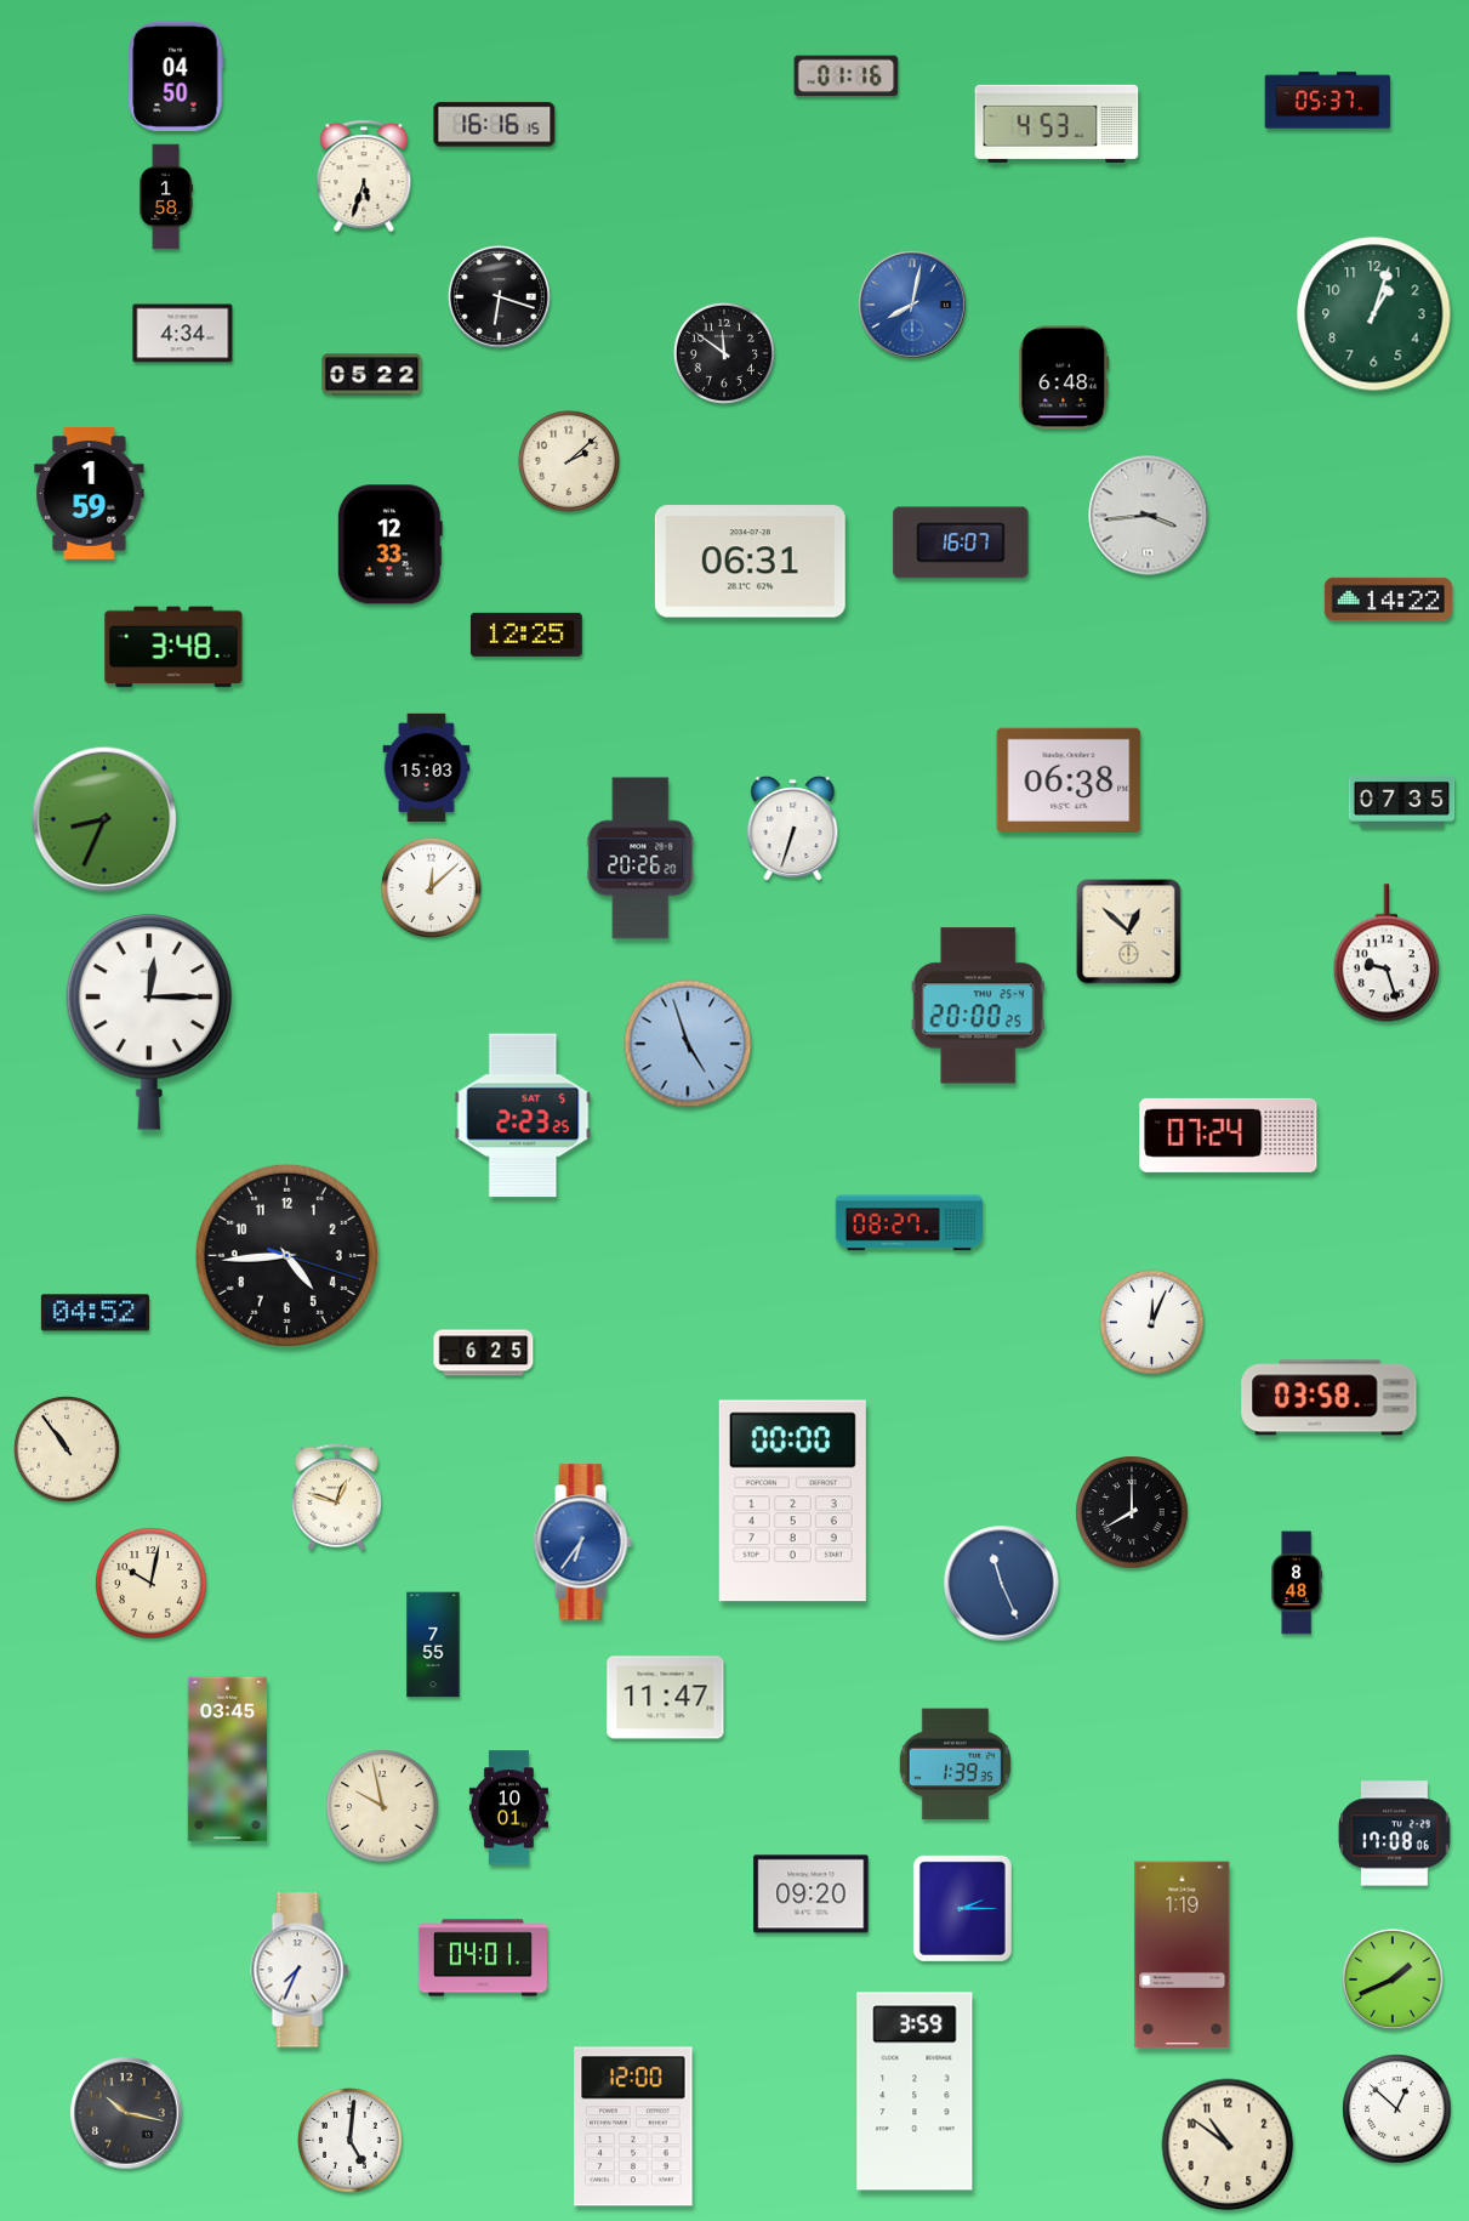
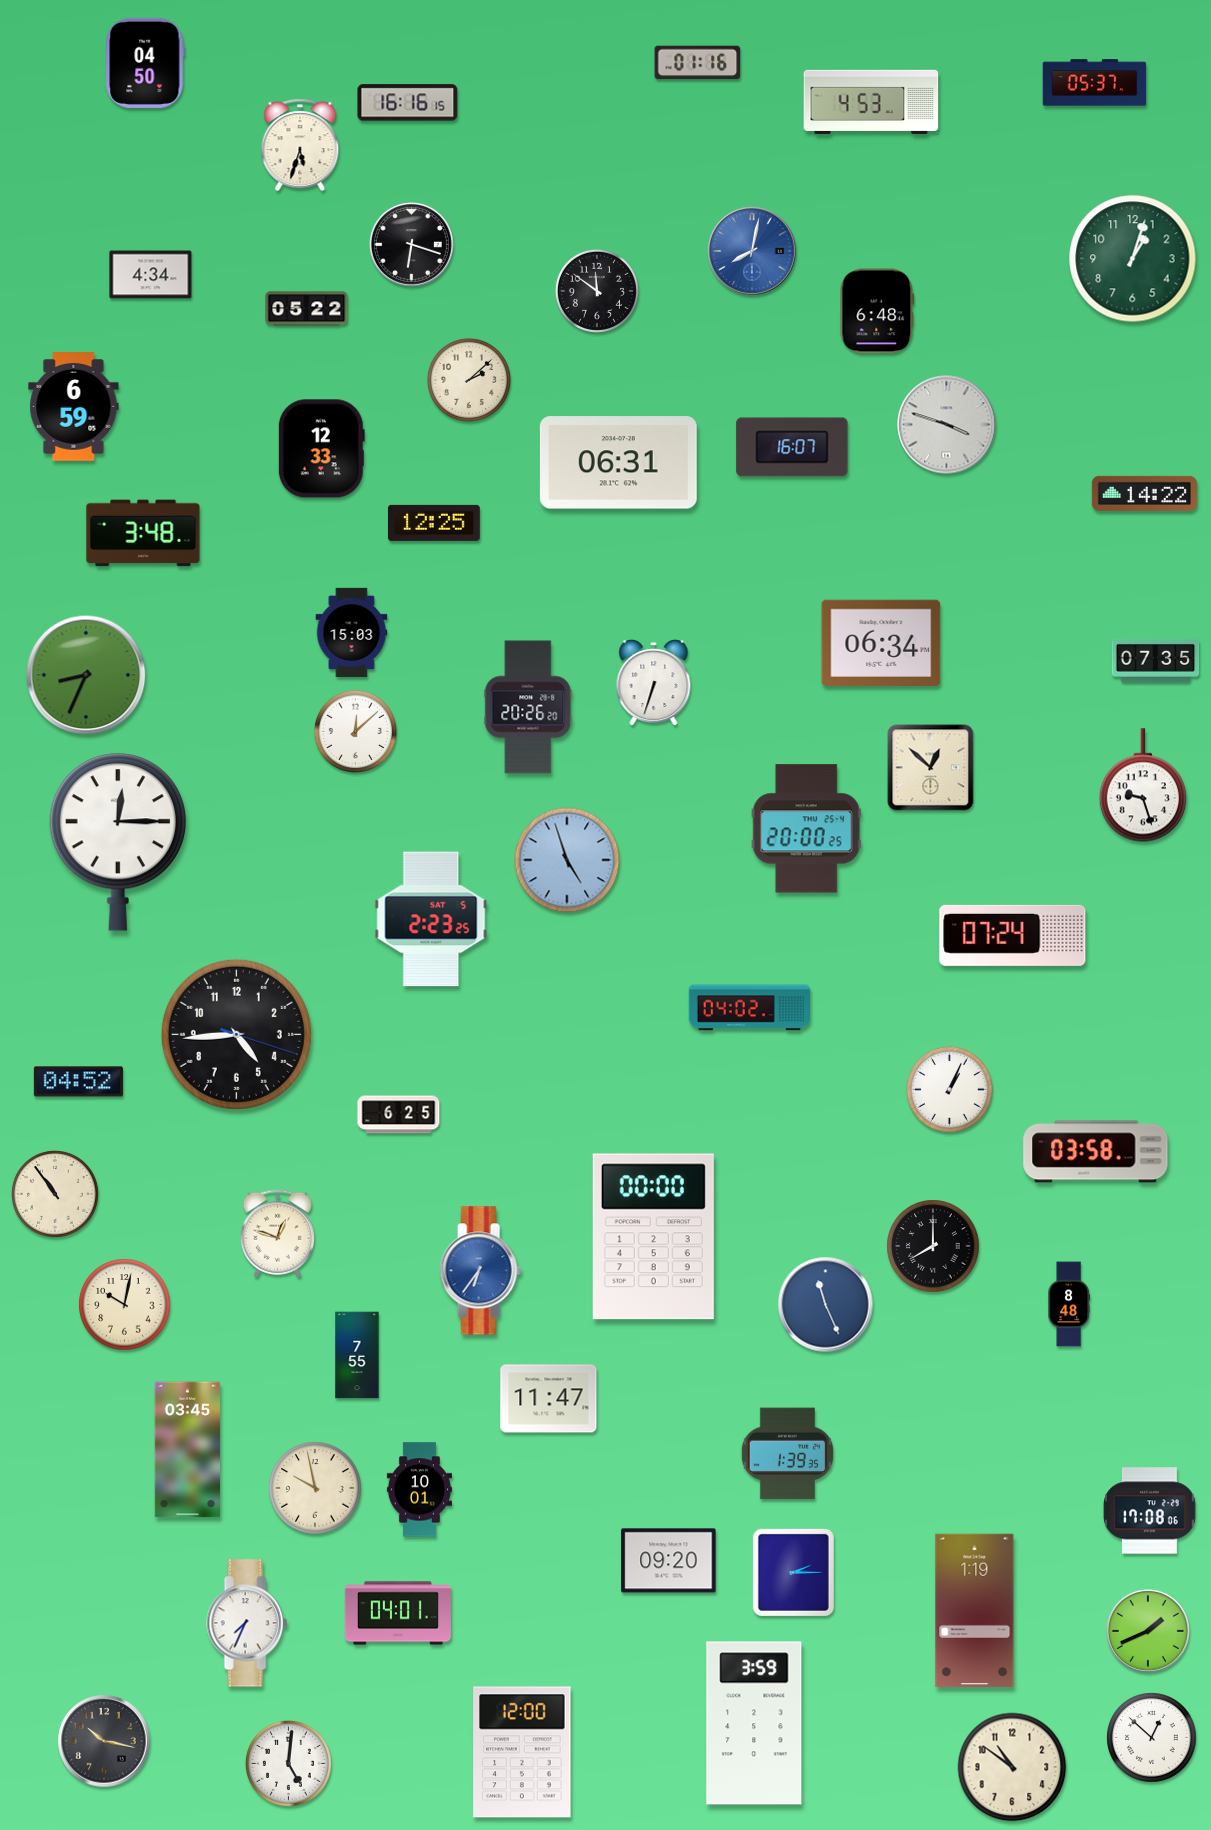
clock at (166, 197): 1:58 -> none
clock at (90, 494): 1:59 -> 6:59
clock at (1149, 516): 3:44 -> 3:48
clock at (1069, 779): 06:38 -> 06:34
clock at (149, 1022) position: (149, 1022) -> (118, 842)
clock at (909, 1223): 08:27 -> 04:02
clock at (1151, 1322): 12:04 -> 1:04
